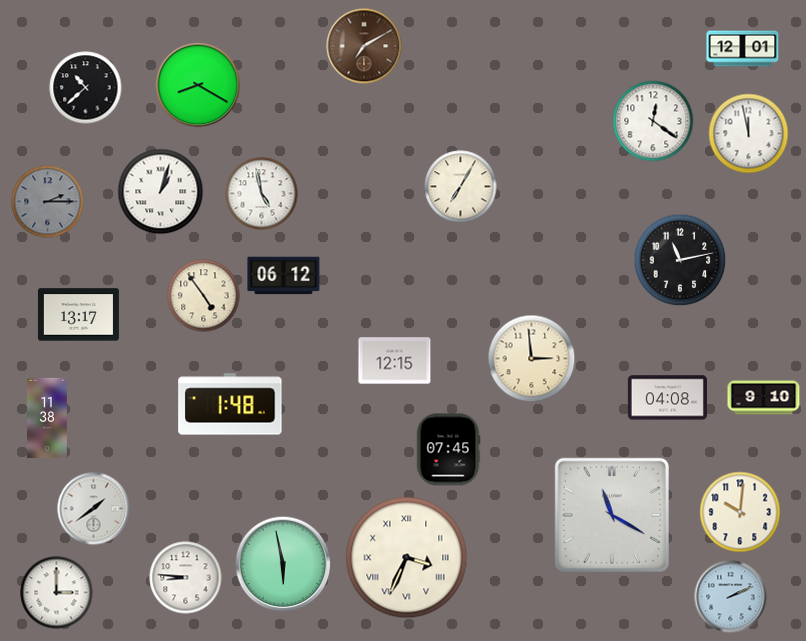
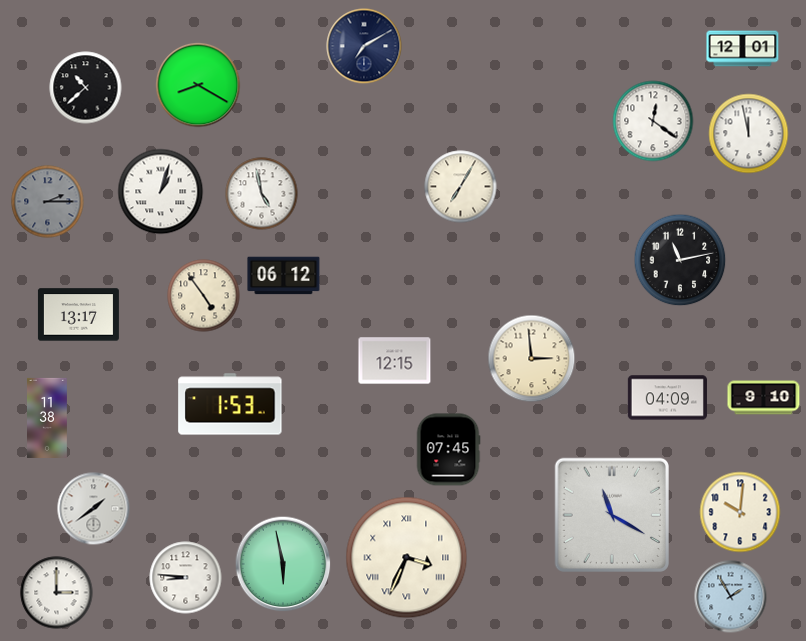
clock at (364, 46) dial: brown -> navy
clock at (667, 398): 04:08 -> 04:09
clock at (230, 404): 1:48 -> 1:53
clock at (731, 597): 2:11 -> 1:55
